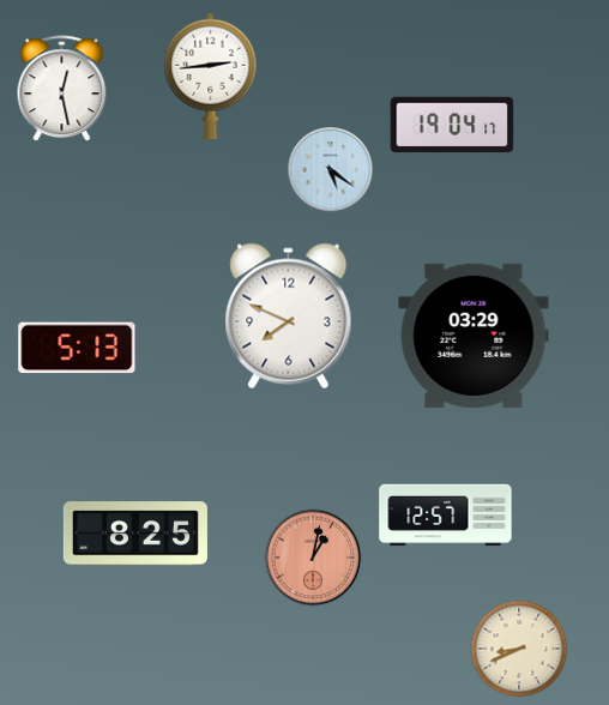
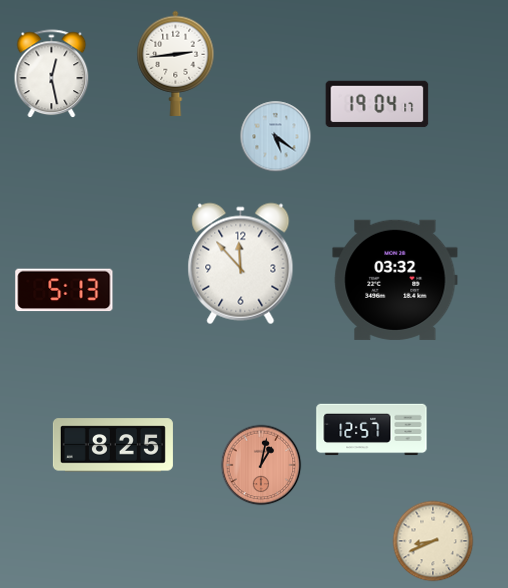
clock at (331, 170) position: (331, 170) -> (276, 137)
clock at (289, 317): 7:49 -> 11:53
clock at (474, 336): 03:29 -> 03:32
